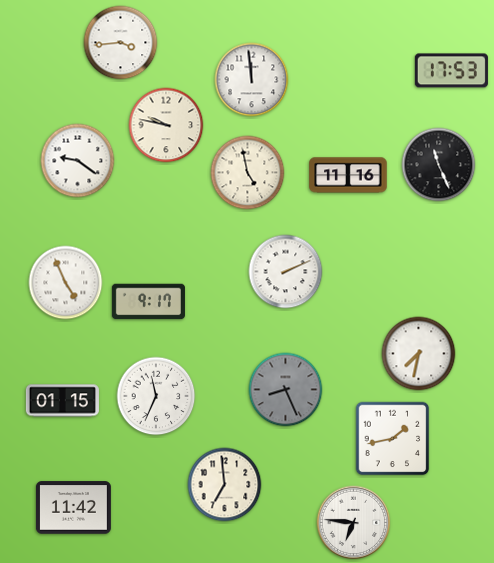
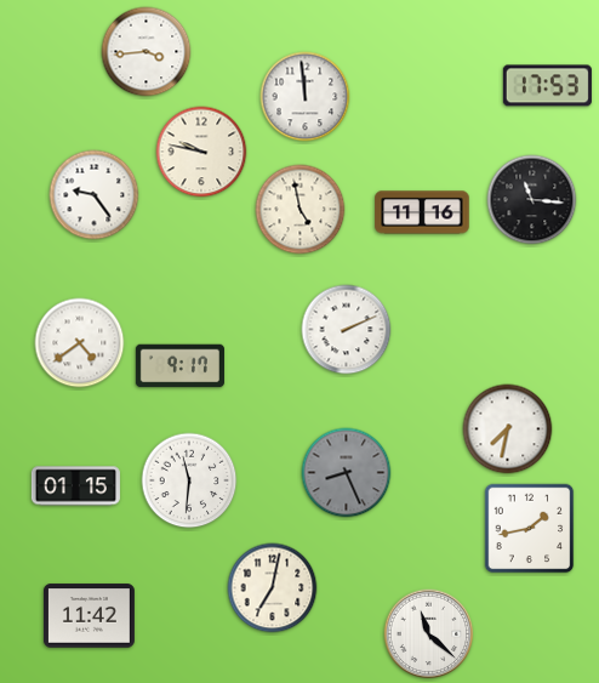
clock at (78, 161): 9:21 -> 9:24
clock at (439, 165): 11:26 -> 11:16
clock at (66, 283): 4:56 -> 4:39
clock at (156, 396): 11:34 -> 11:31
clock at (393, 439) position: (393, 439) -> (530, 529)
clock at (225, 485): 6:59 -> 7:02
clock at (354, 523): 6:46 -> 11:22
